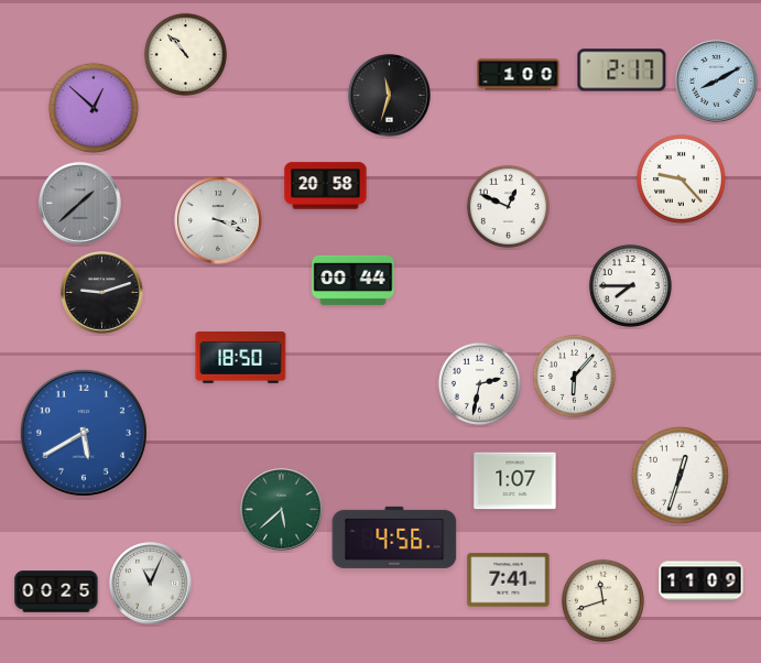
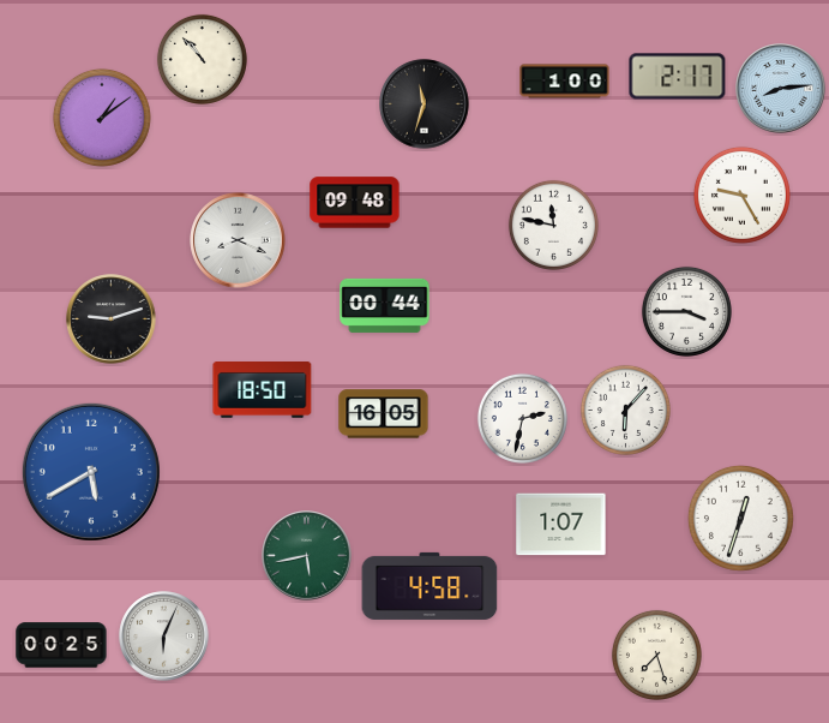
clock at (717, 81): 8:10 -> 8:14
clock at (94, 108): 12:52 -> 1:09
clock at (681, 178): 9:23 -> 9:25
clock at (326, 186): 20:58 -> 09:48
clock at (80, 204): 1:38 -> none
clock at (508, 206): 12:49 -> 11:47
clock at (218, 220): 3:19 -> 8:19
clock at (630, 285): 7:45 -> 3:45
clock at (384, 414): none -> 16:05
clock at (282, 510): 5:38 -> 5:43
clock at (394, 537): 4:56 -> 4:58
clock at (509, 580): 7:41 -> none
clock at (702, 582): 11:09 -> none
clock at (151, 584): 11:04 -> 6:04
clock at (602, 600): 11:42 -> 7:27
